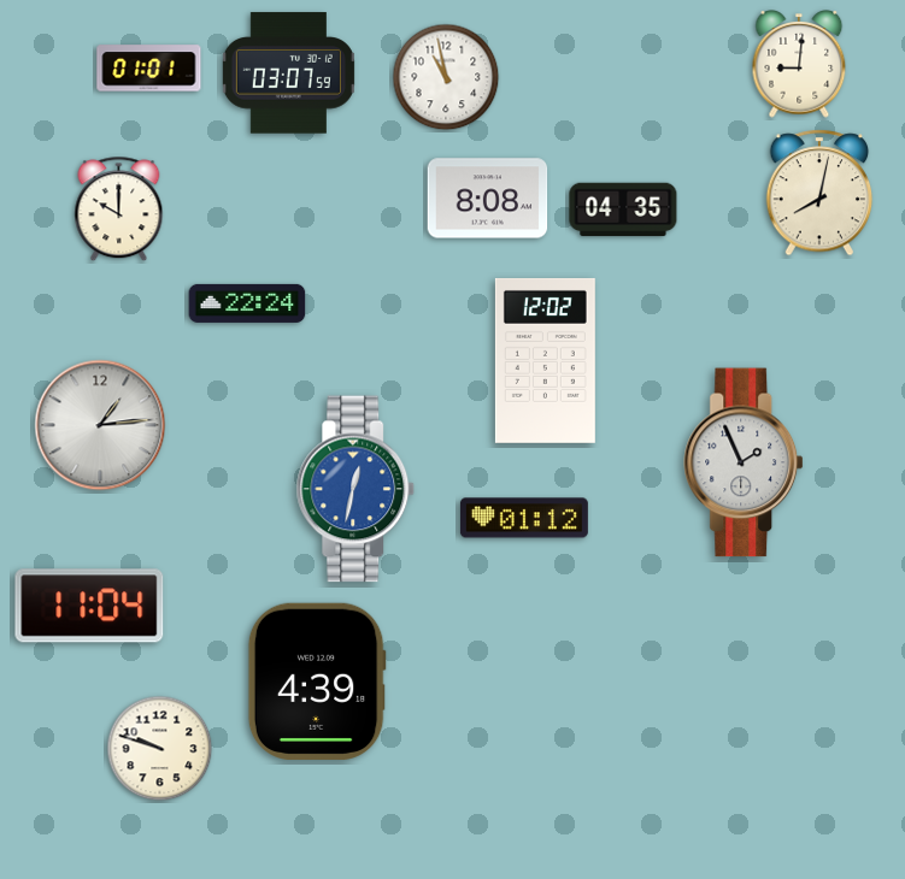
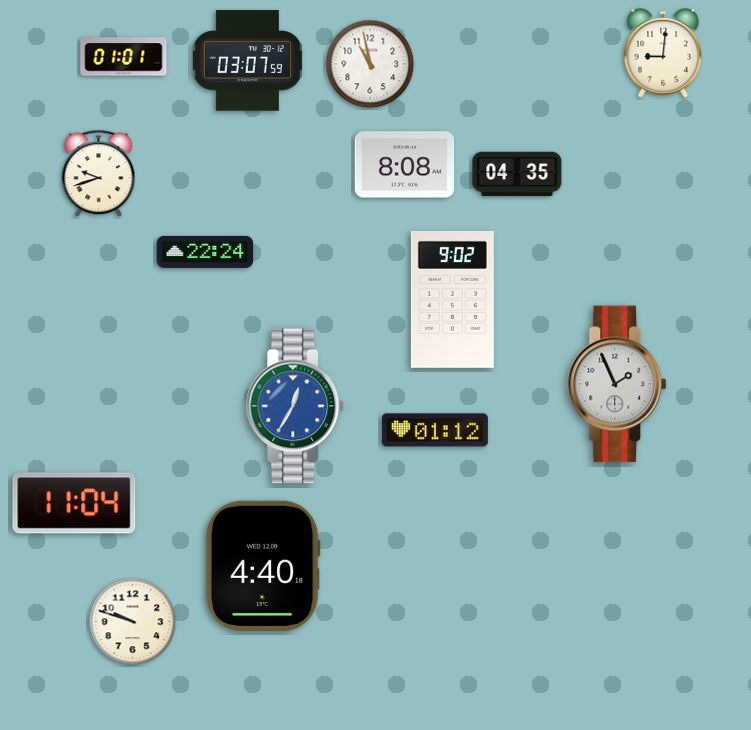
clock at (288, 73) position: (288, 73) -> (247, 61)
clock at (819, 193): 8:02 -> none
clock at (119, 210): 10:00 -> 9:42
clock at (545, 360): 12:02 -> 9:02
clock at (100, 425): 1:14 -> none
clock at (355, 489): 12:32 -> 12:35
clock at (317, 682): 4:39 -> 4:40
